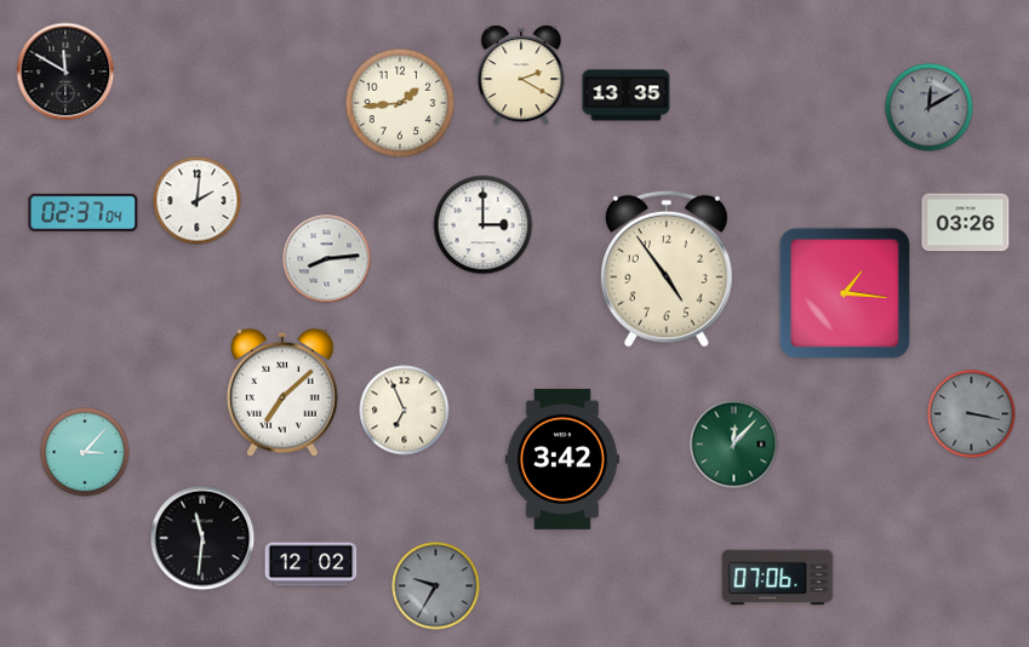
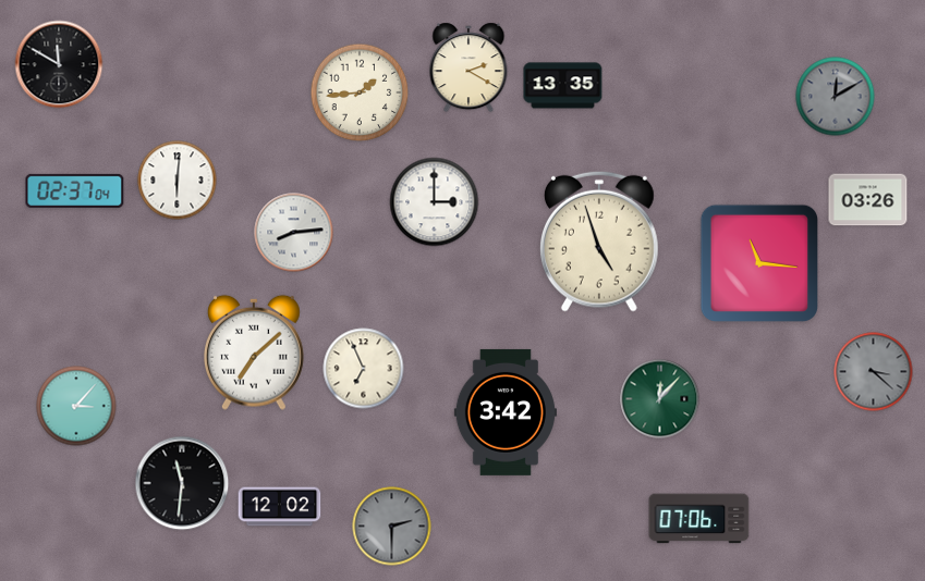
clock at (198, 201): 2:01 -> 6:01
clock at (667, 269): 4:54 -> 4:57
clock at (844, 292): 1:16 -> 11:16
clock at (972, 414): 3:17 -> 3:22
clock at (436, 586): 9:35 -> 2:30
